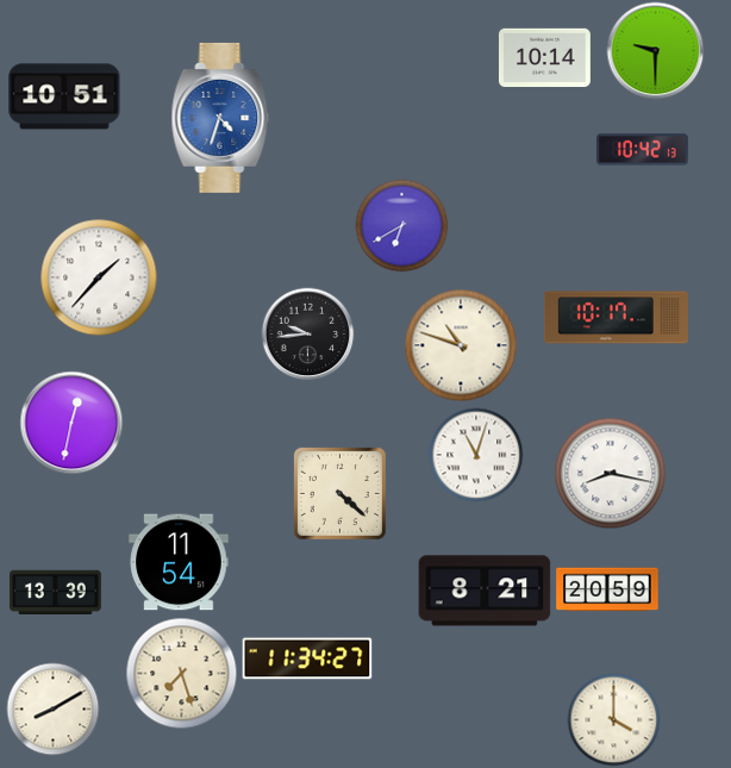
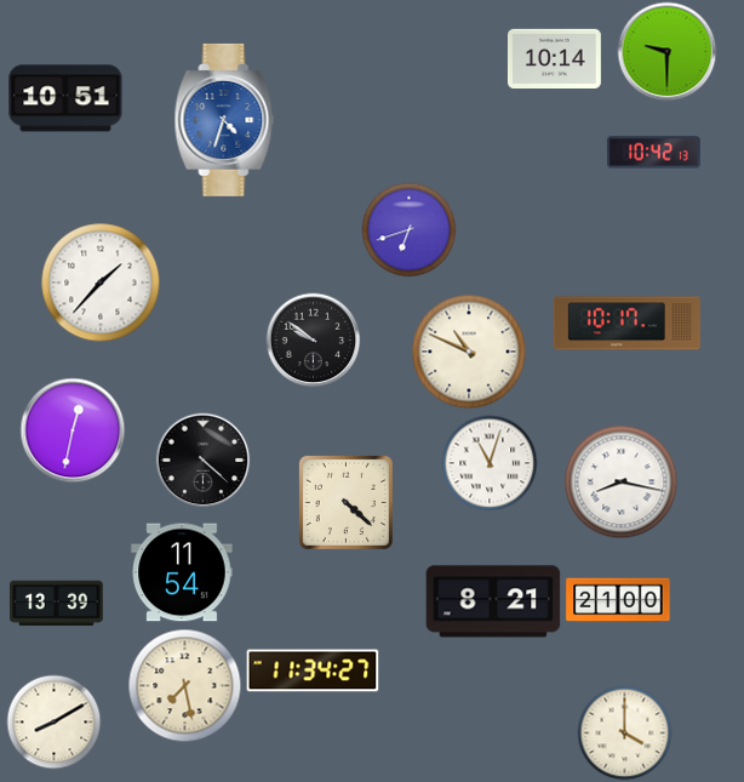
clock at (401, 225): 6:40 -> 6:42
clock at (307, 333): 9:44 -> 9:51
clock at (461, 345): 10:48 -> 10:49
clock at (202, 460): none -> 4:22
clock at (476, 455) position: (476, 455) -> (490, 463)
clock at (607, 589): 20:59 -> 21:00
clock at (181, 673): 7:27 -> 7:28
